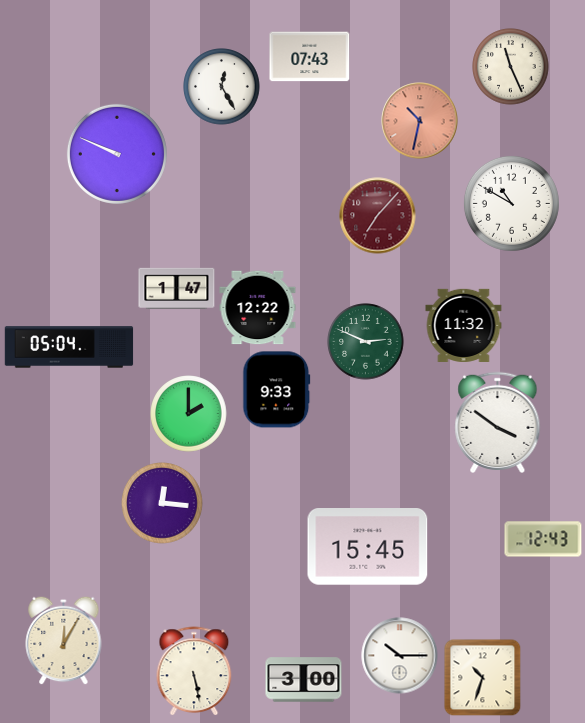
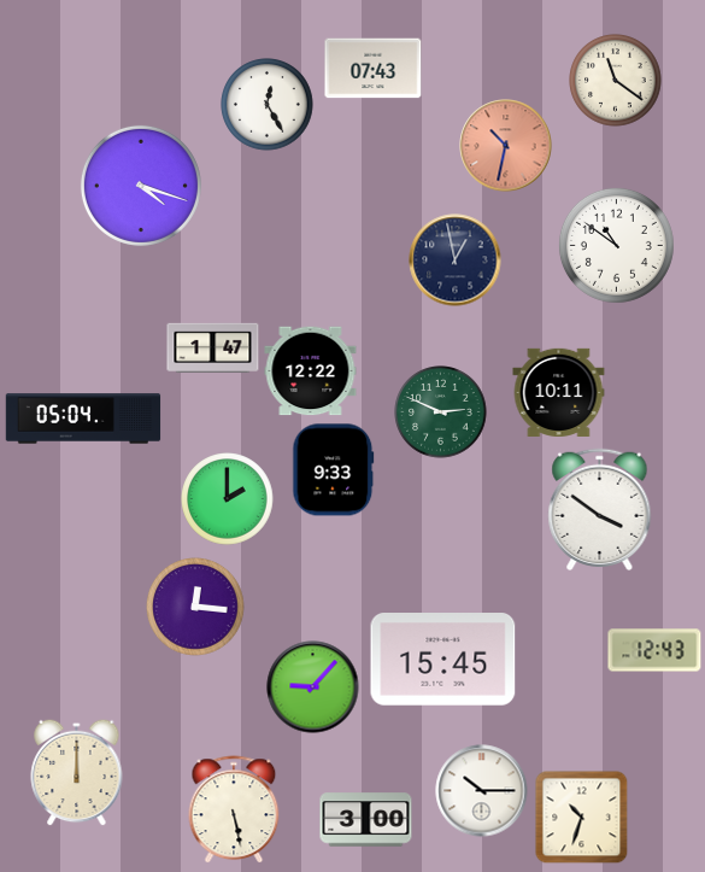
clock at (511, 67): 11:26 -> 11:21
clock at (117, 154): 9:49 -> 4:18
clock at (511, 203): 10:50 -> 10:51
clock at (378, 216): 7:07 -> 12:58
clock at (378, 216) dial: burgundy -> navy
clock at (464, 325): 11:32 -> 10:11
clock at (313, 687): none -> 9:07
clock at (64, 640): 12:05 -> 12:00
